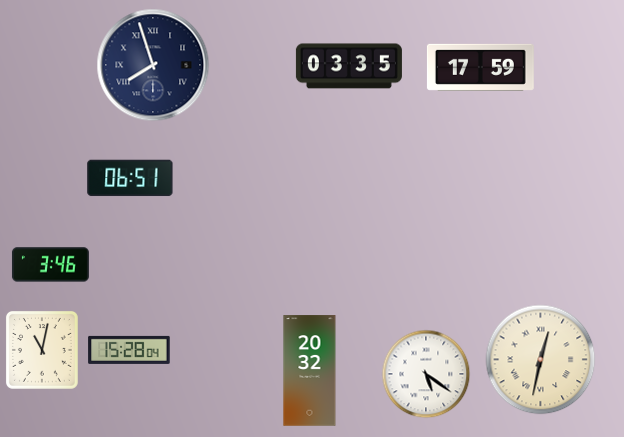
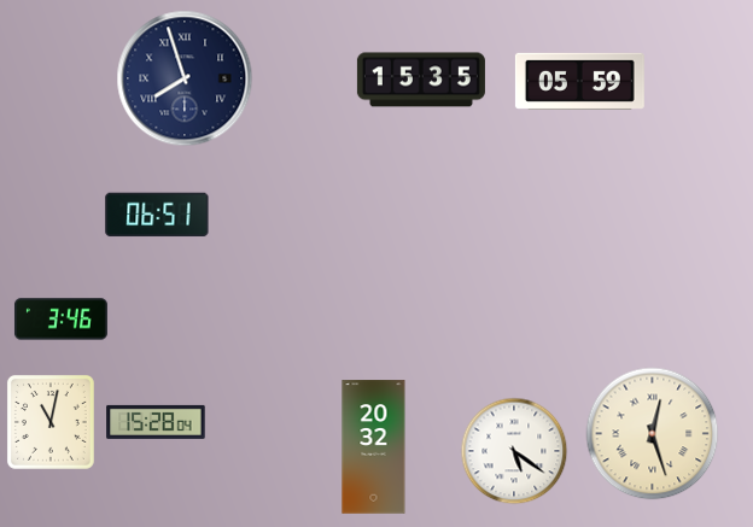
clock at (349, 66): 03:35 -> 15:35
clock at (480, 67): 17:59 -> 05:59
clock at (541, 360): 12:32 -> 12:27
